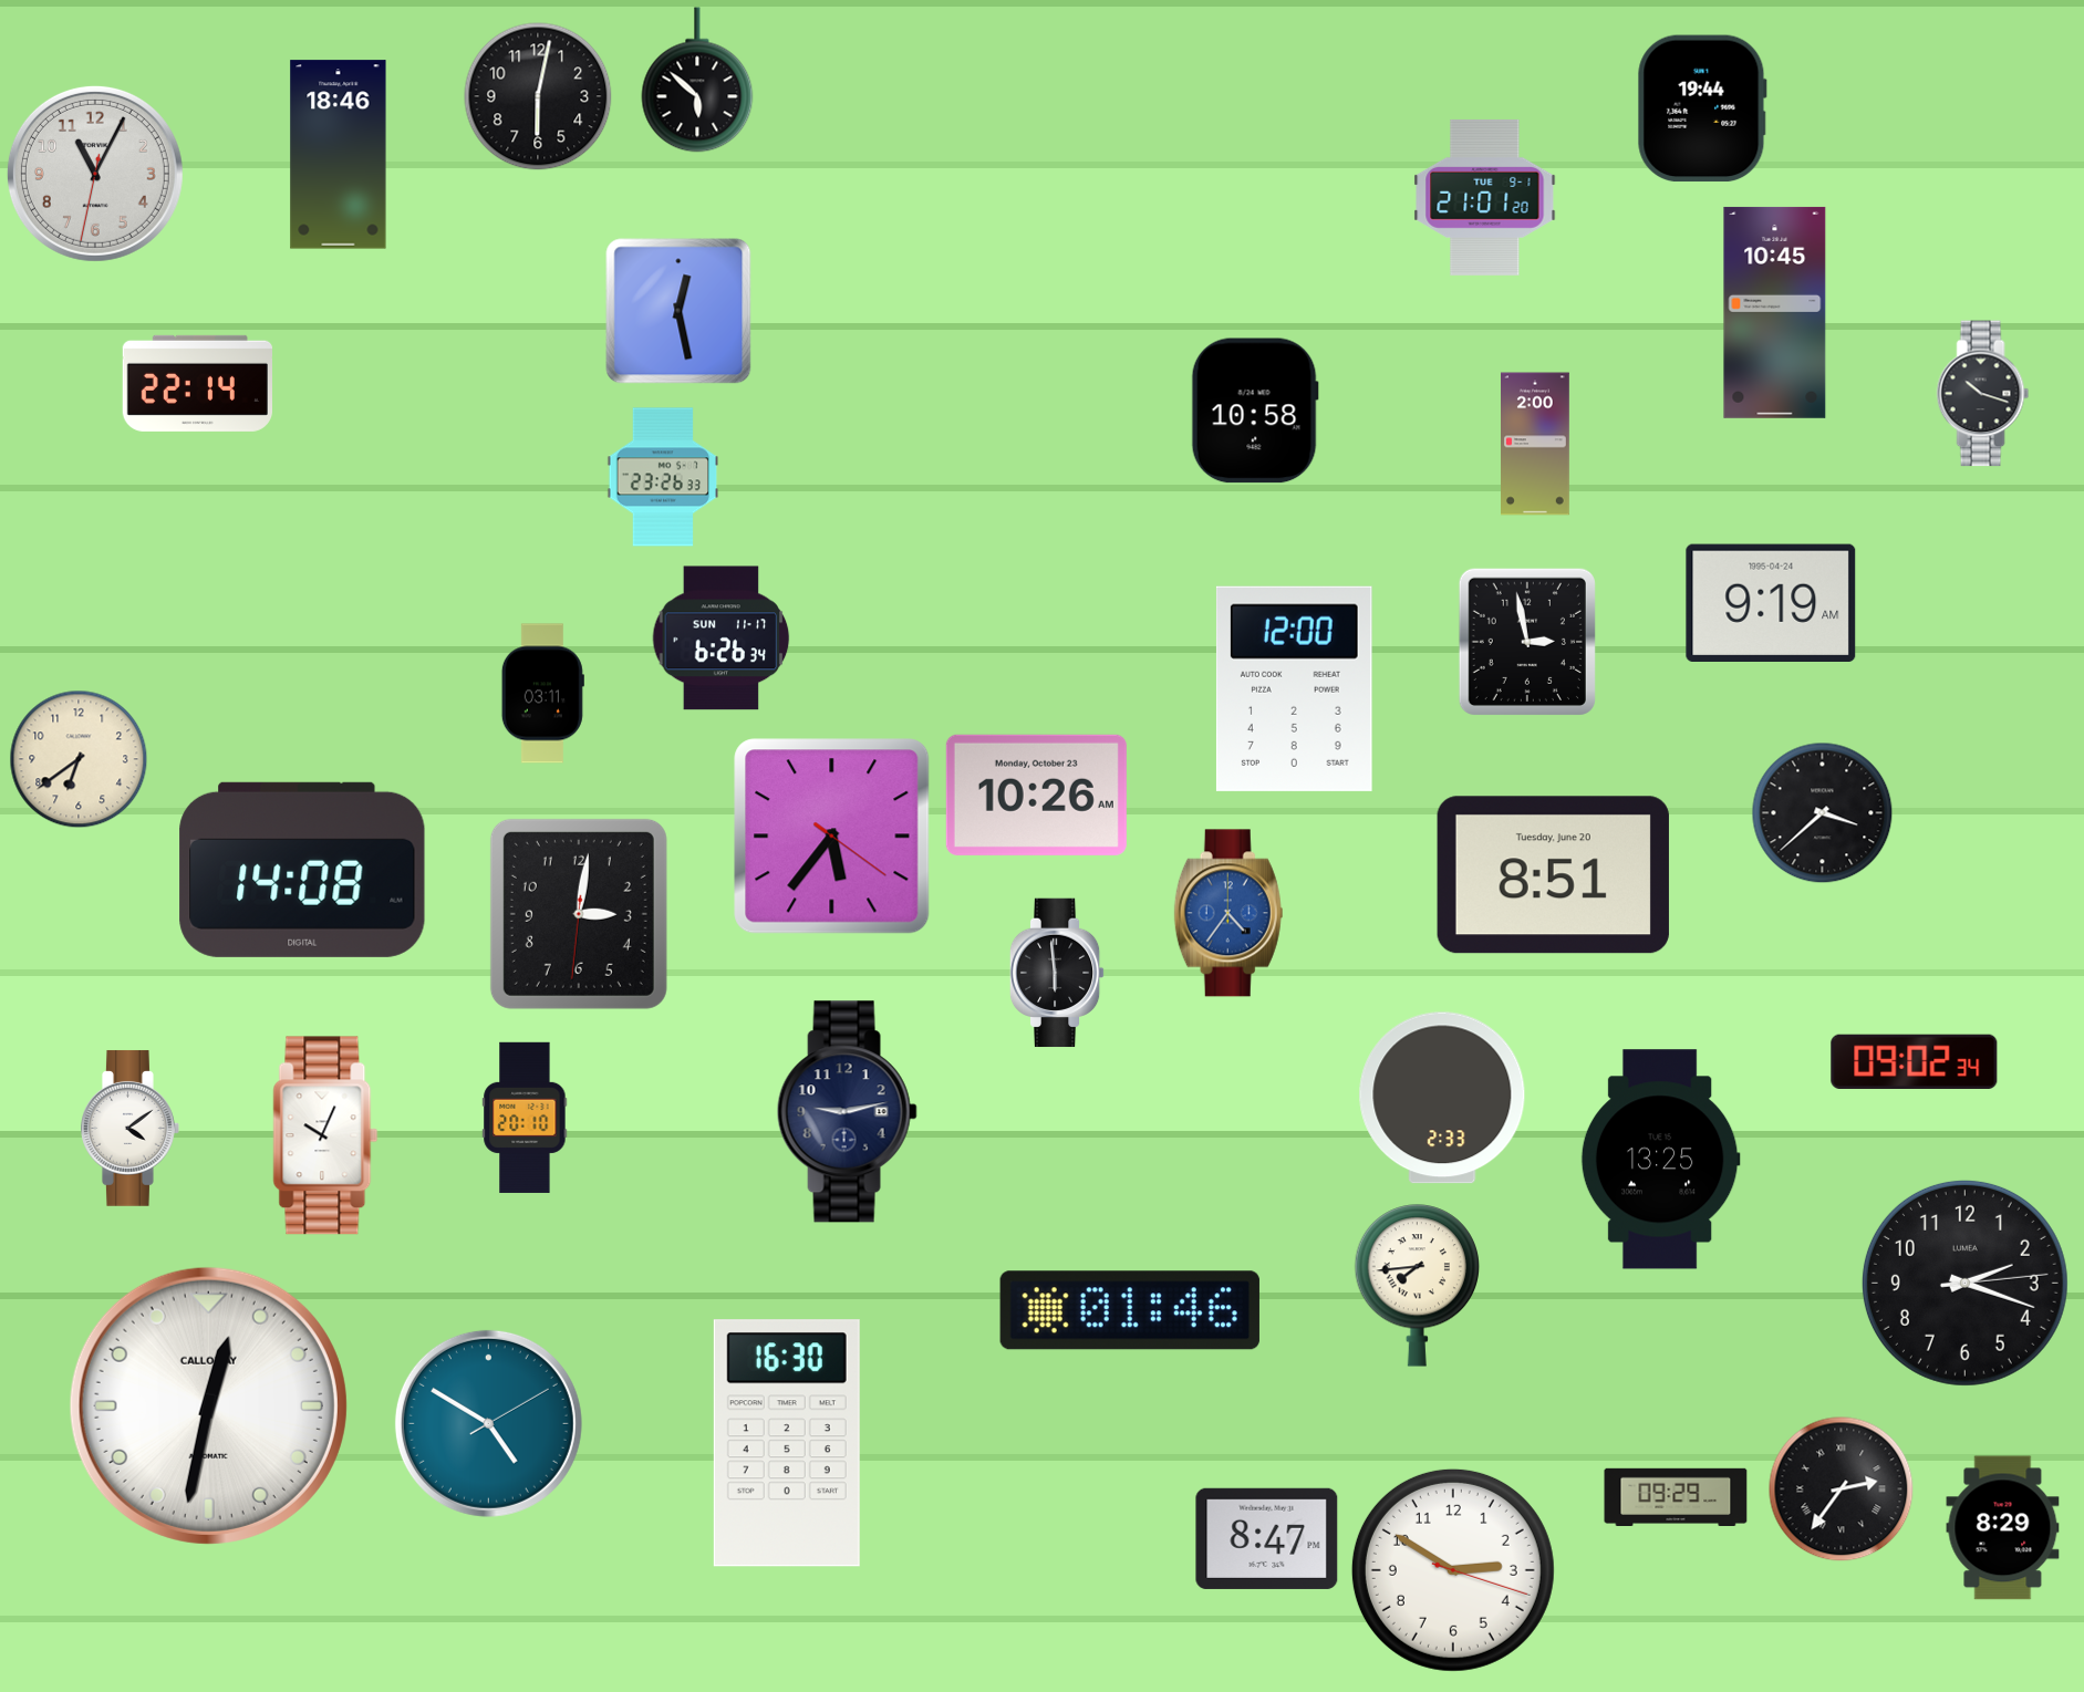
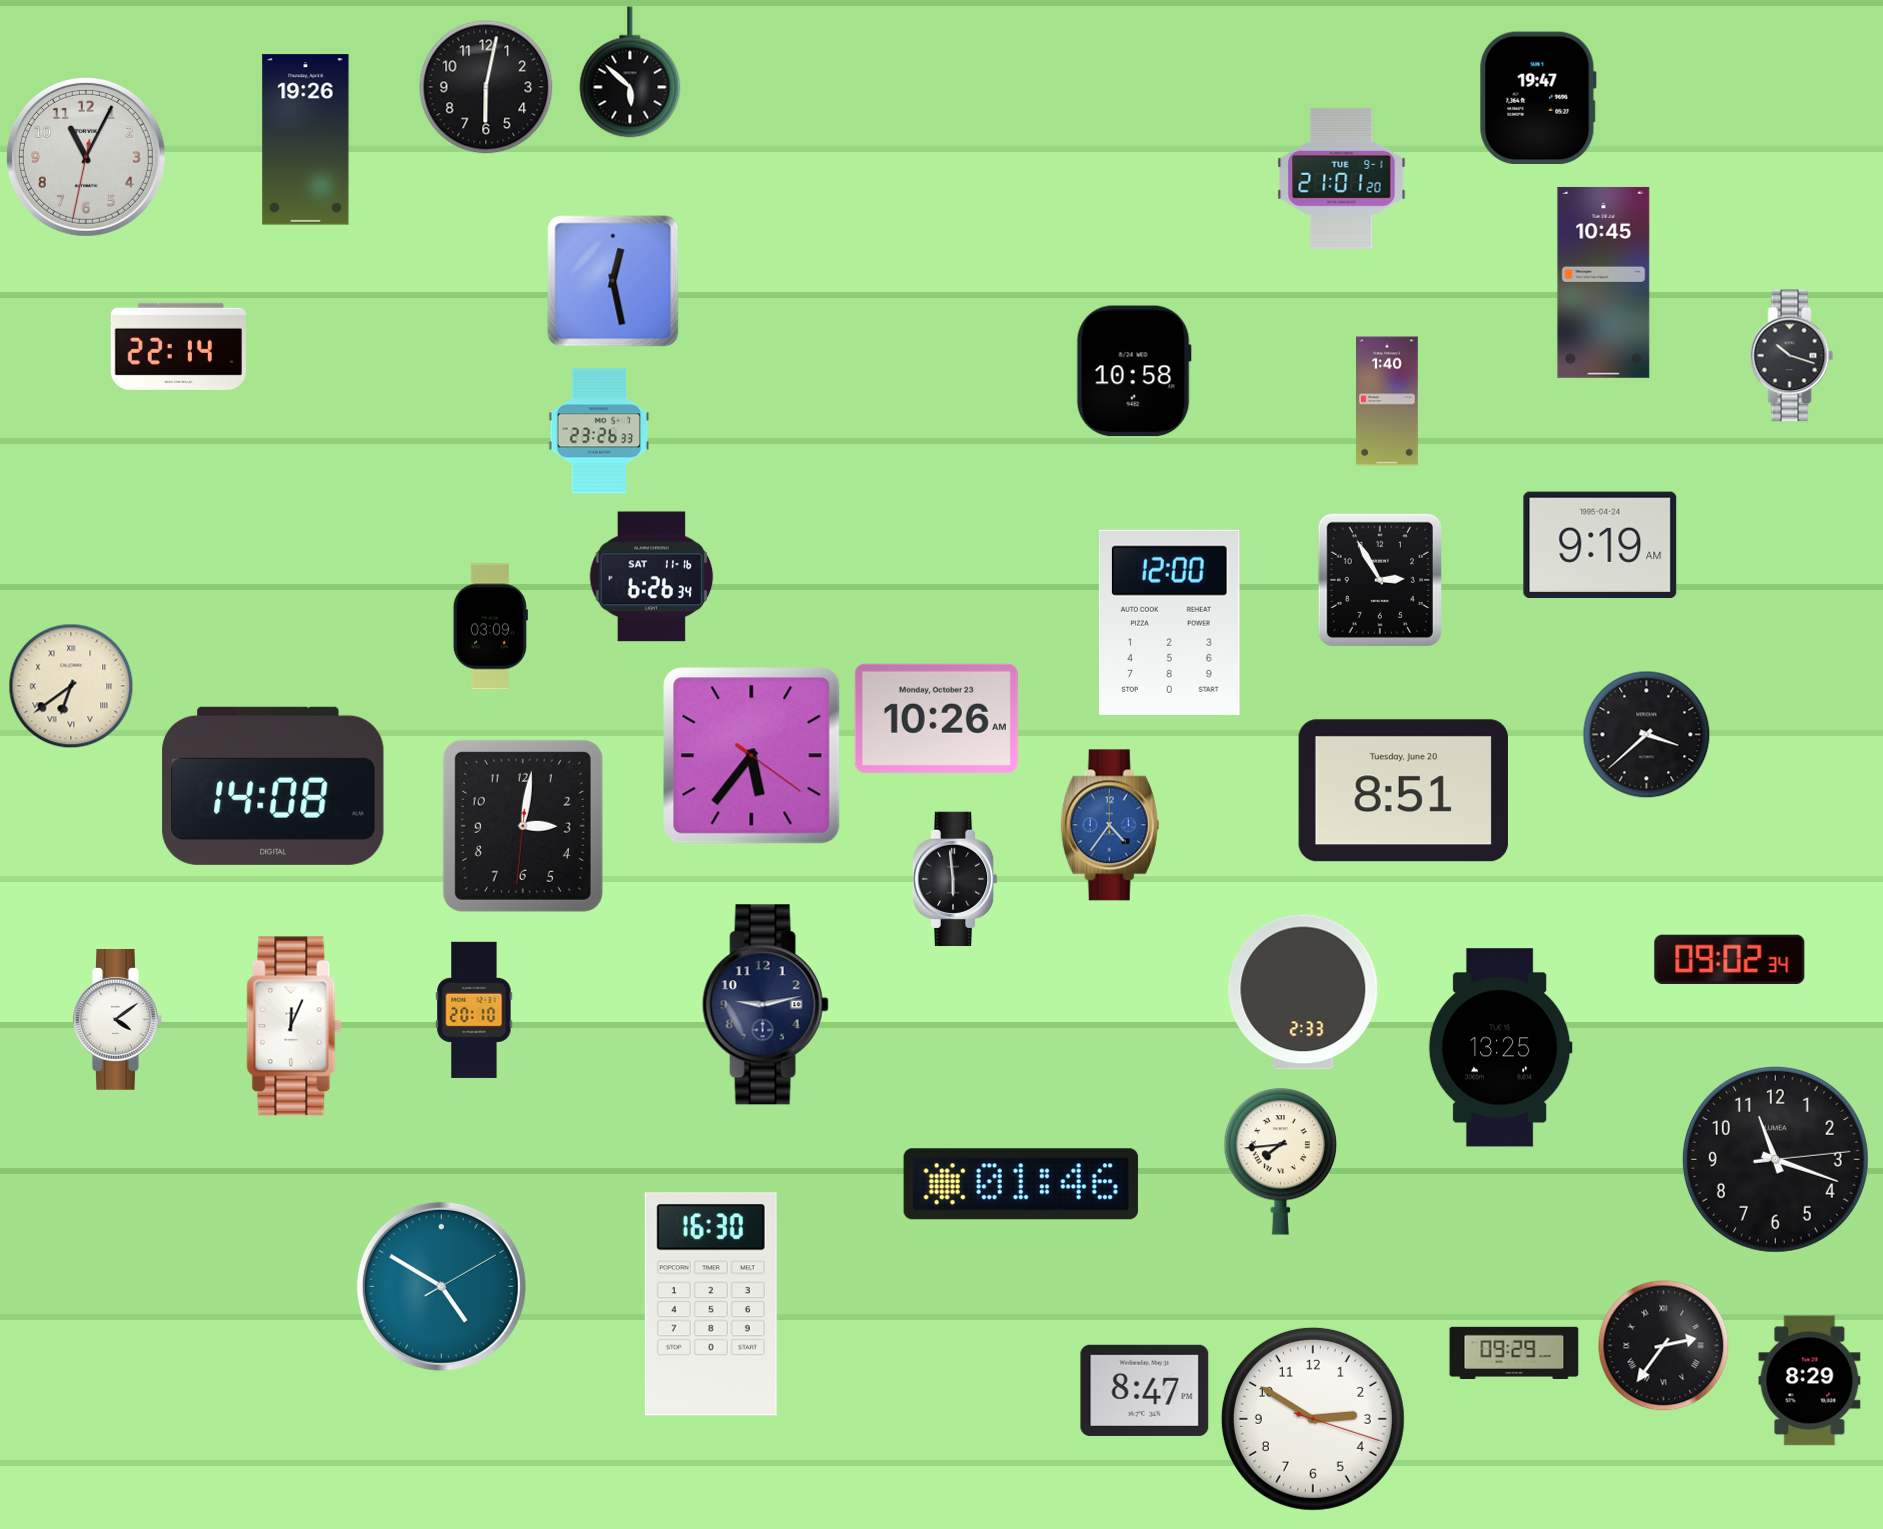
clock at (1702, 108): 19:44 -> 19:47
clock at (339, 155): 18:46 -> 19:26
clock at (1536, 444): 2:00 -> 1:40
clock at (722, 639) date: SUN 11-17 -> SAT 11-16
clock at (1527, 642): 2:58 -> 2:55
clock at (542, 694): 03:11 -> 03:09
clock at (79, 759) numerals: Arabic -> Roman
clock at (325, 1135): 10:04 -> 12:04
clock at (1964, 1283): 2:18 -> 11:18
clock at (208, 1405): 12:32 -> none
